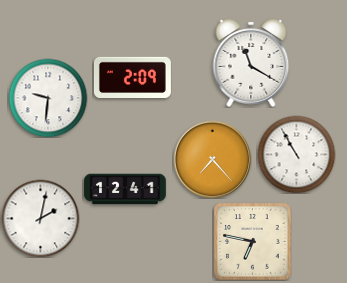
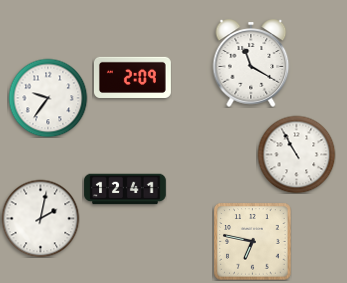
clock at (48, 98): 9:31 -> 9:36
clock at (212, 159): 7:23 -> none
